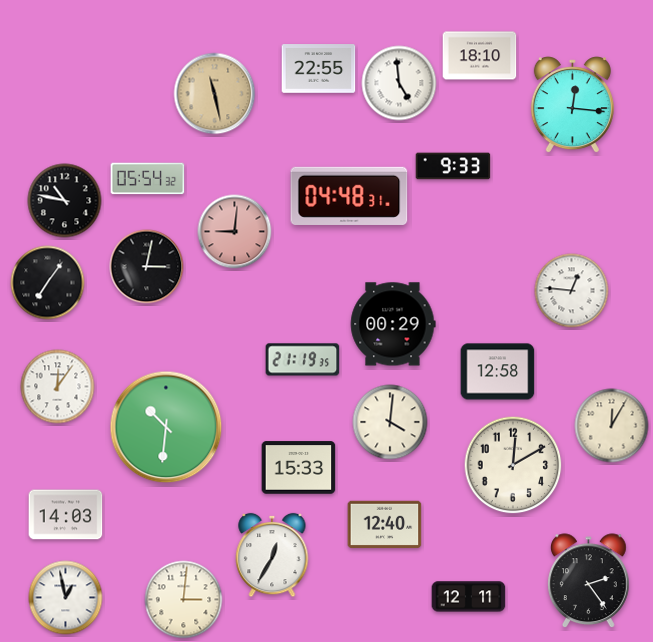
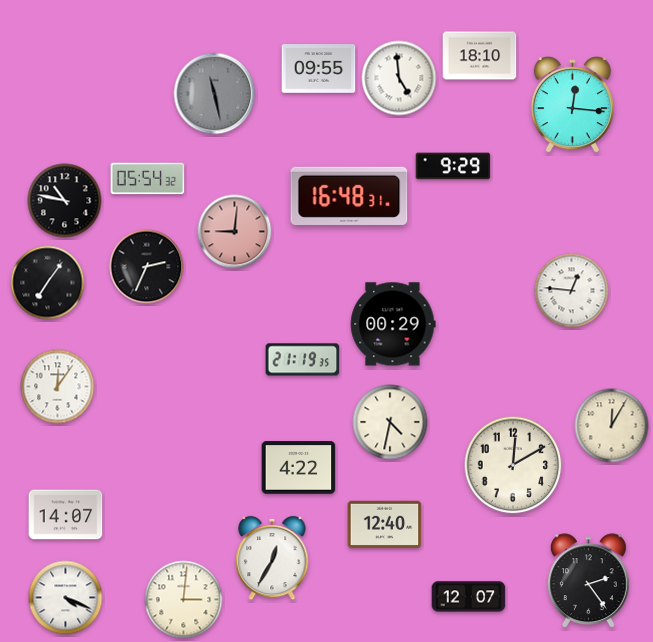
clock at (319, 69): 22:55 -> 09:55
clock at (399, 83) position: (399, 83) -> (399, 78)
clock at (215, 94) dial: champagne -> grey
clock at (453, 166): 9:33 -> 9:29
clock at (349, 196): 04:48 -> 16:48
clock at (147, 267): 3:02 -> 2:34
clock at (498, 372): 12:58 -> none
clock at (390, 422): 4:01 -> 4:32
clock at (166, 427): 10:31 -> none
clock at (299, 468): 15:33 -> 4:22
clock at (66, 515): 14:03 -> 14:07
clock at (272, 555) position: (272, 555) -> (272, 558)
clock at (469, 597): 12:11 -> 12:07
clock at (66, 598): 12:58 -> 4:19
